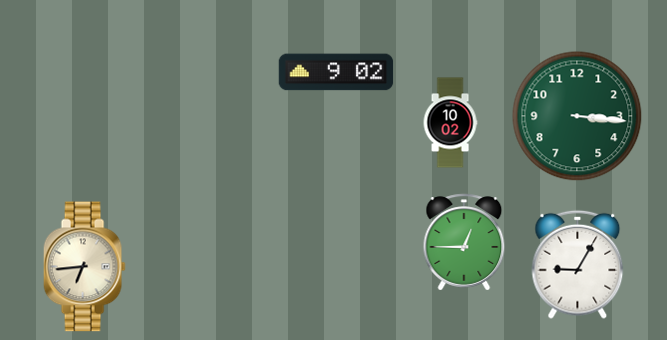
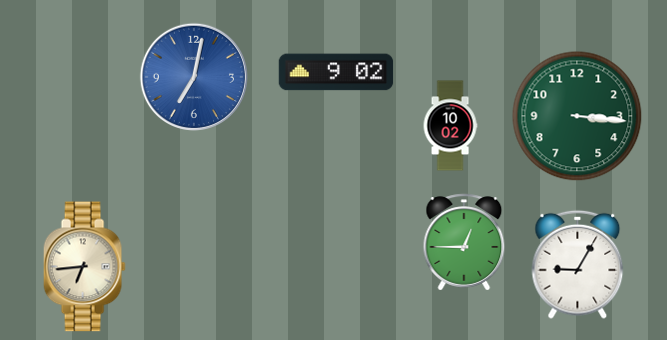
clock at (194, 77): none -> 7:02
clock at (450, 123) position: (450, 123) -> (450, 126)
